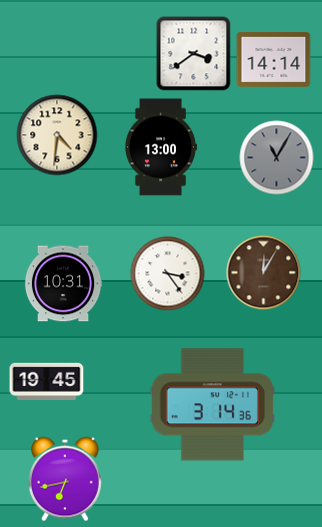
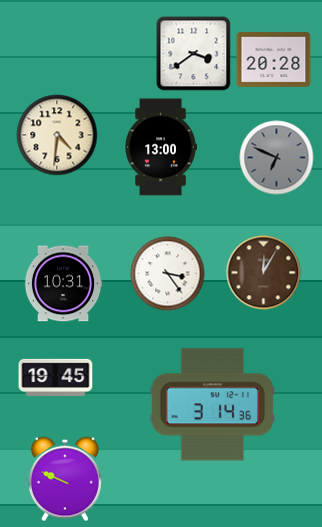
clock at (274, 59): 14:14 -> 20:28
clock at (277, 158): 11:05 -> 6:49
clock at (47, 381) position: (47, 381) -> (56, 377)
clock at (65, 479): 6:43 -> 9:49
